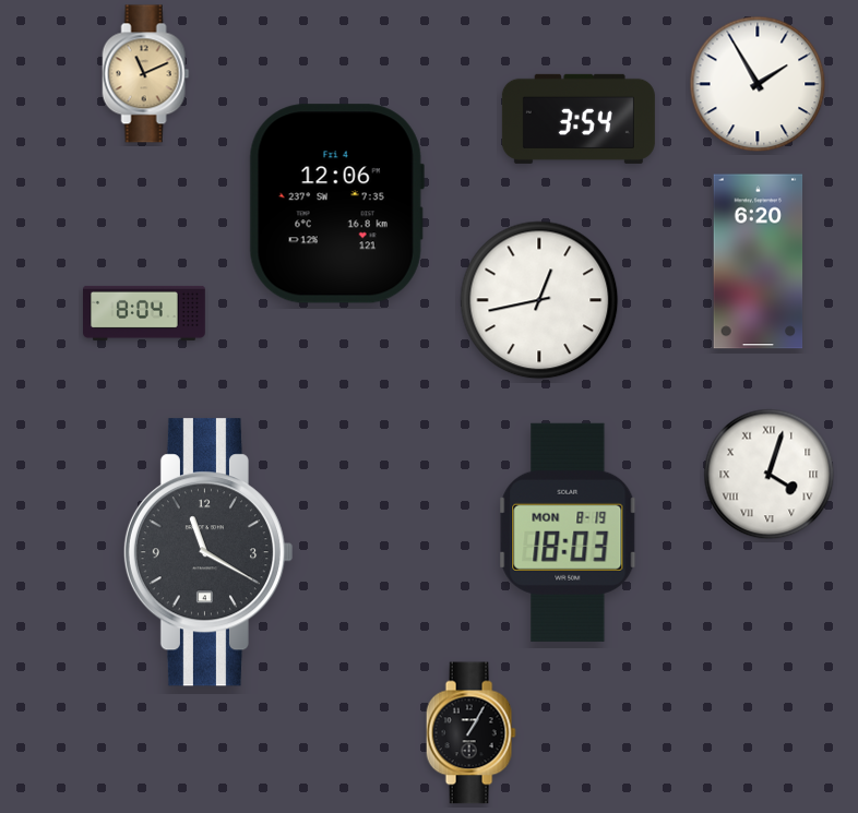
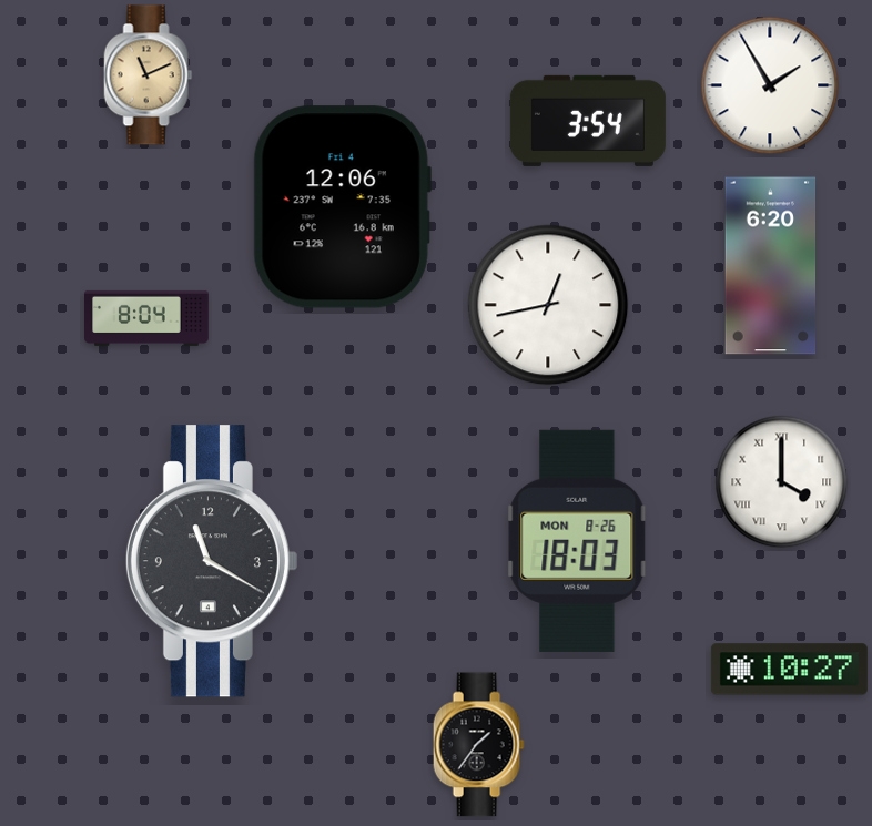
clock at (770, 475): 4:03 -> 4:00
clock at (568, 533) date: MON 8-19 -> MON 8-26
clock at (789, 670): none -> 10:27
clock at (470, 733): 1:05 -> 1:36
